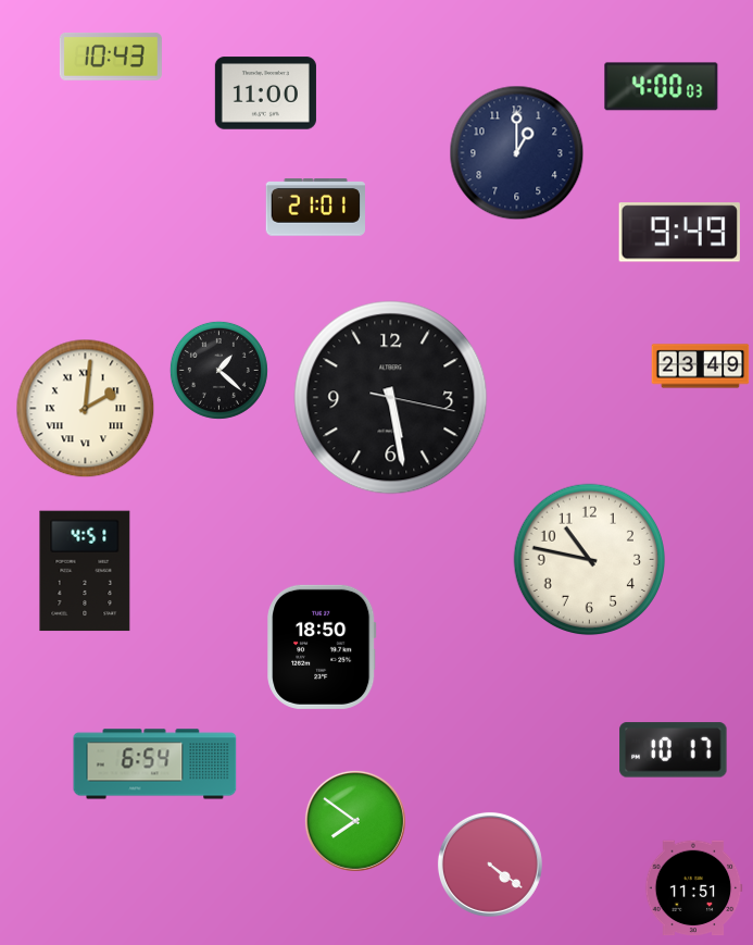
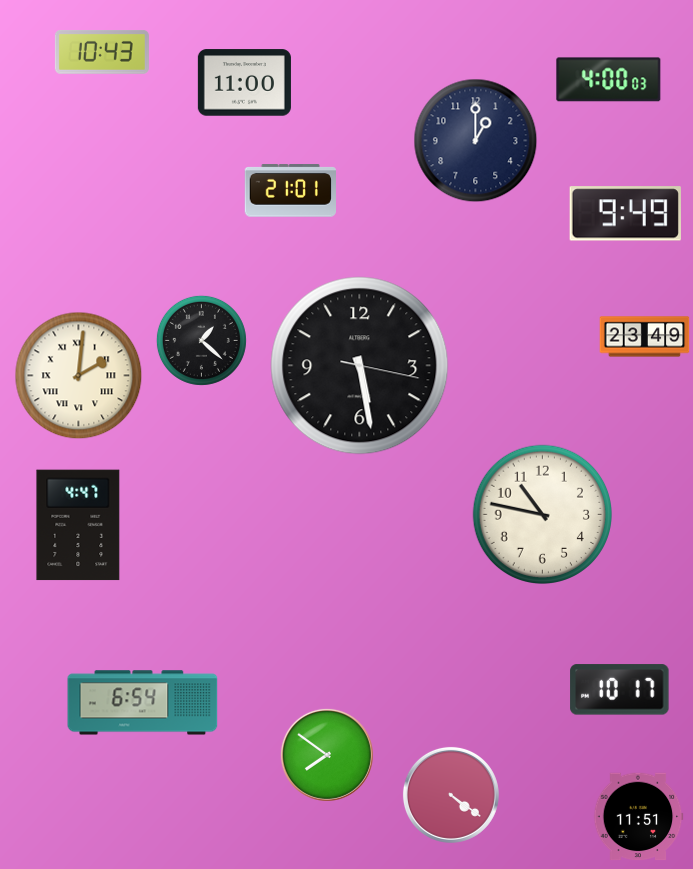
clock at (265, 94) position: (265, 94) -> (244, 83)
clock at (85, 571): 4:51 -> 4:47
clock at (322, 647): 18:50 -> none
